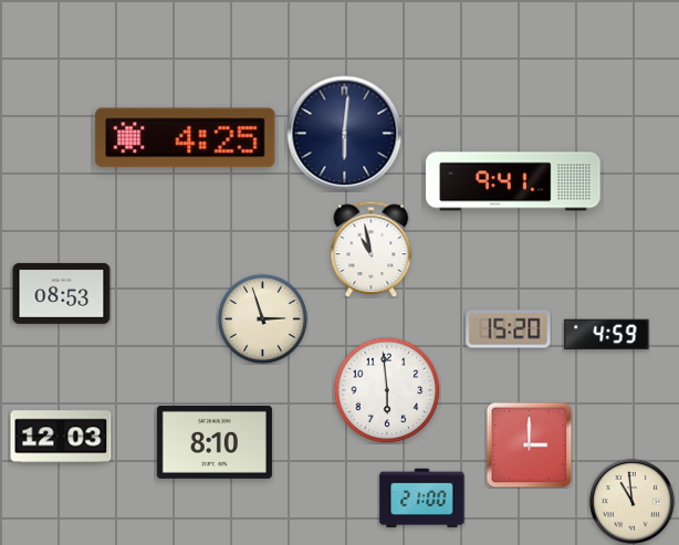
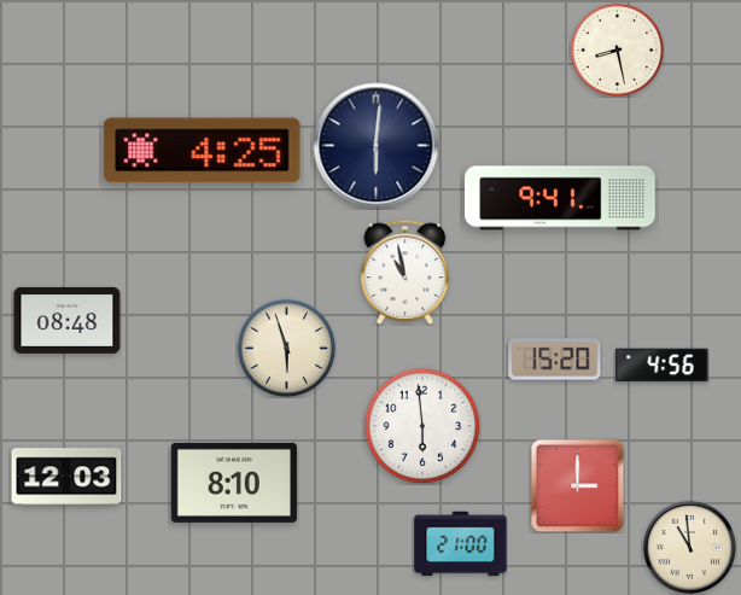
clock at (617, 49): none -> 8:28
clock at (62, 293): 08:53 -> 08:48
clock at (262, 318): 2:57 -> 5:57
clock at (607, 335): 4:59 -> 4:56
